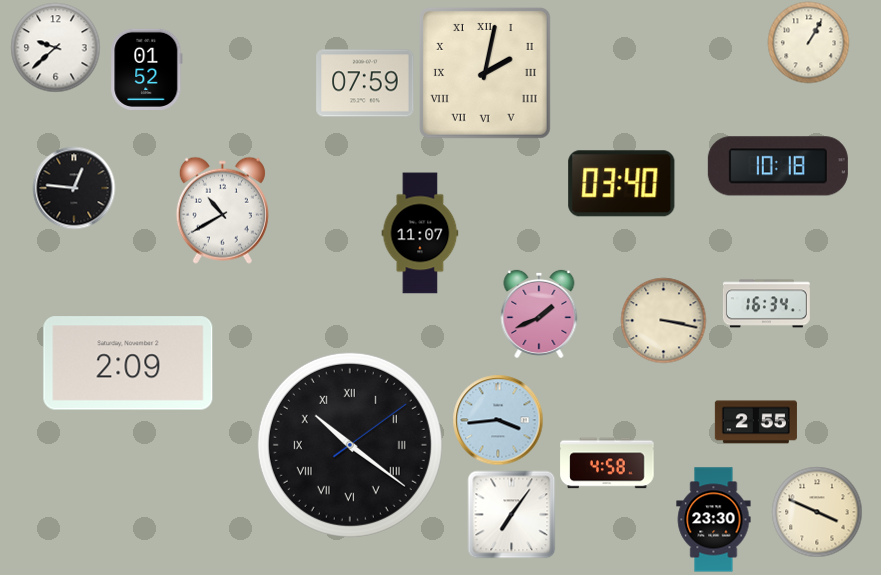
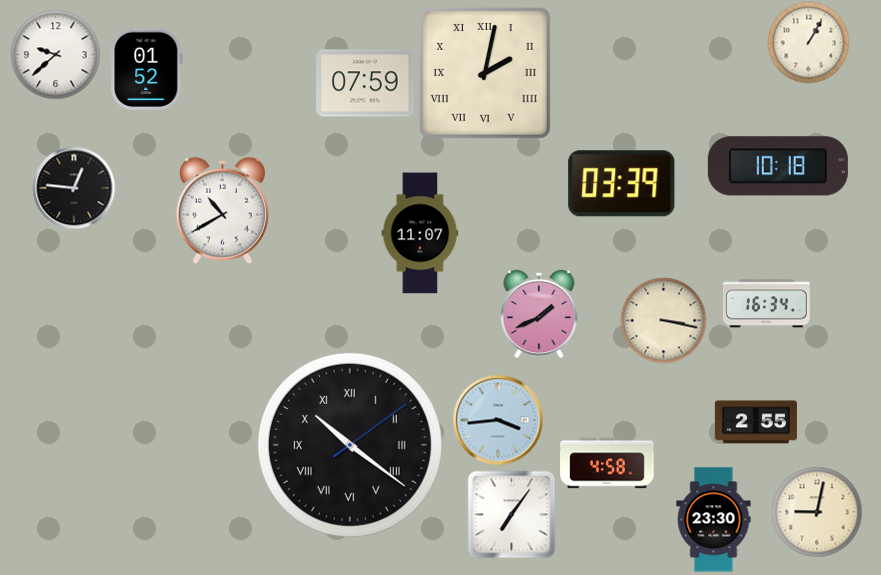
clock at (55, 47) position: (55, 47) -> (55, 54)
clock at (622, 184): 03:40 -> 03:39
clock at (128, 363): 2:09 -> none
clock at (817, 512): 3:49 -> 9:02
